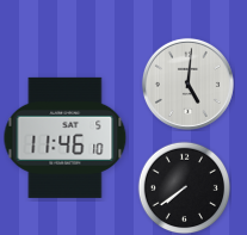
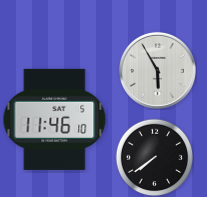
clock at (187, 84): 5:01 -> 5:55
clock at (66, 137) position: (66, 137) -> (55, 119)
